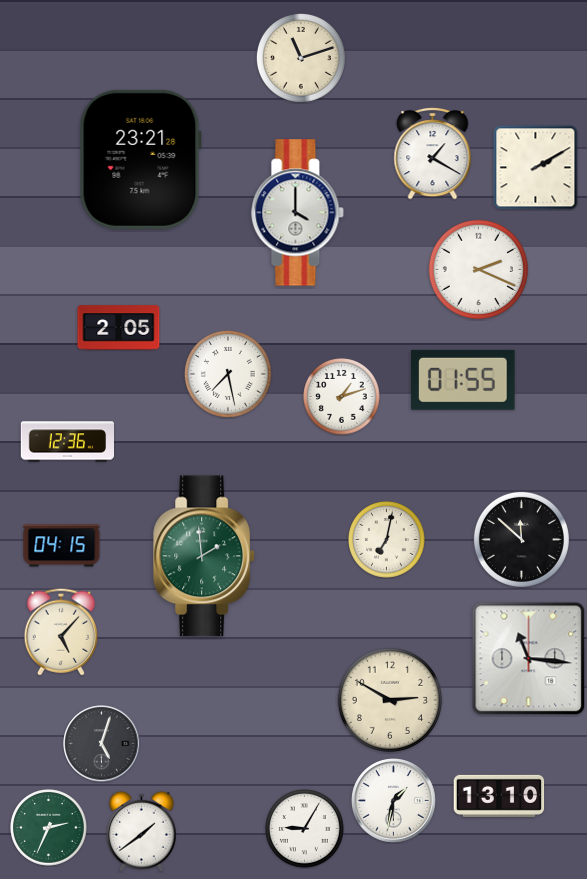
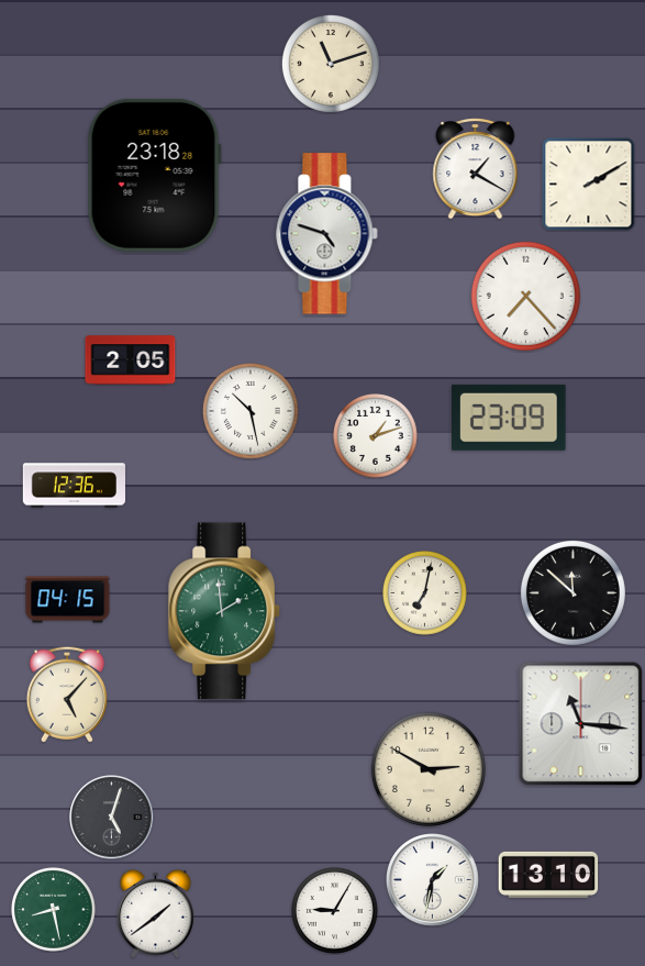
clock at (140, 159): 23:21 -> 23:18
clock at (298, 213): 4:00 -> 4:48
clock at (478, 269): 2:19 -> 7:23
clock at (228, 374): 7:28 -> 10:28
clock at (464, 380): 01:55 -> 23:09
clock at (49, 828): 2:34 -> 8:28
